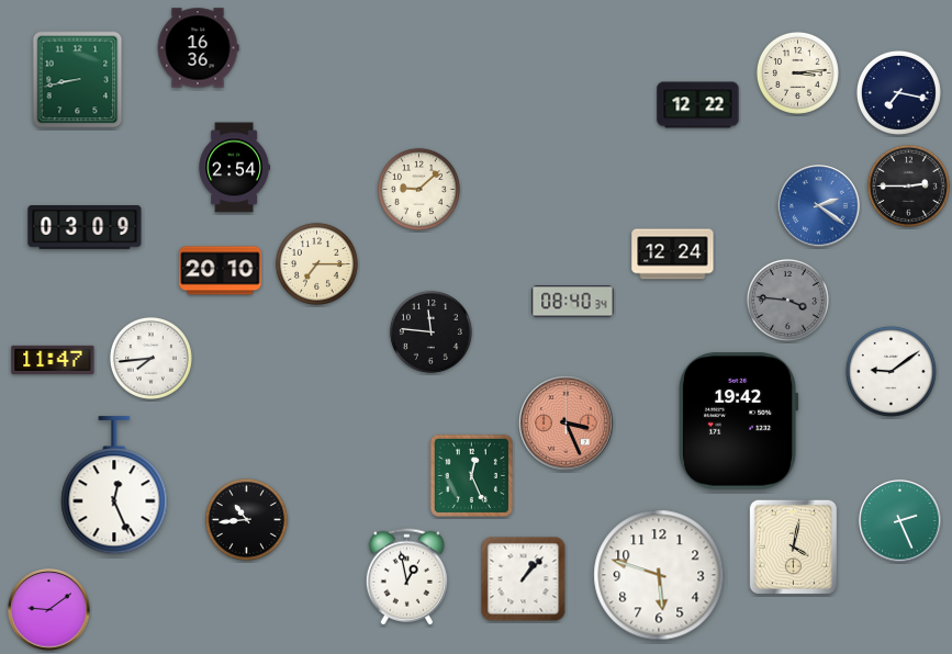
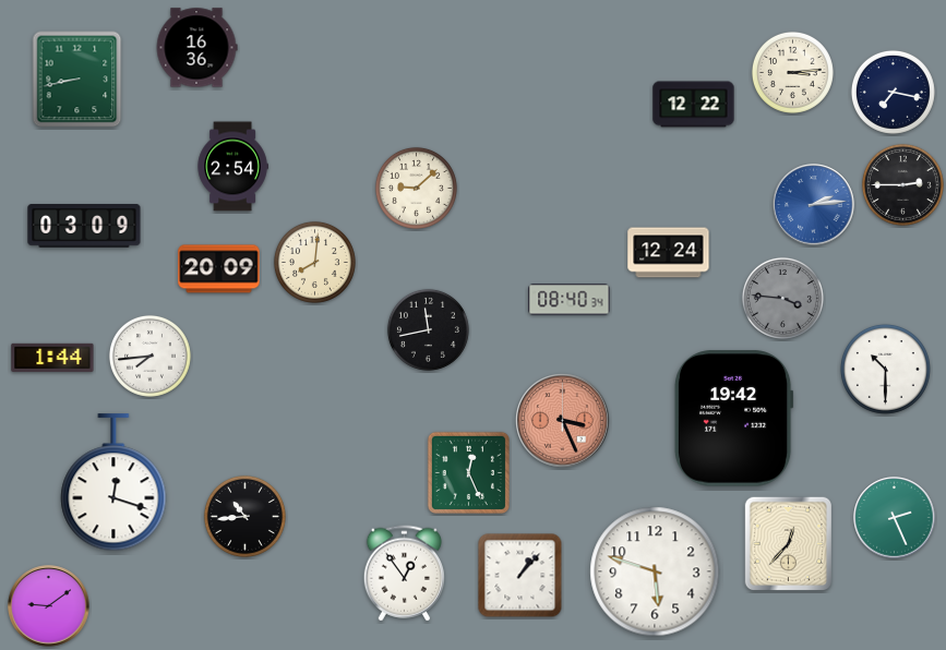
clock at (819, 206): 2:21 -> 2:14
clock at (316, 263): 7:15 -> 8:01
clock at (221, 271): 20:10 -> 20:09
clock at (430, 331): 11:46 -> 11:43
clock at (53, 360): 11:47 -> 1:44
clock at (891, 371): 9:09 -> 10:30
clock at (114, 486): 12:26 -> 12:18
clock at (794, 548): 4:02 -> 12:37
clock at (406, 577): 12:58 -> 12:54
